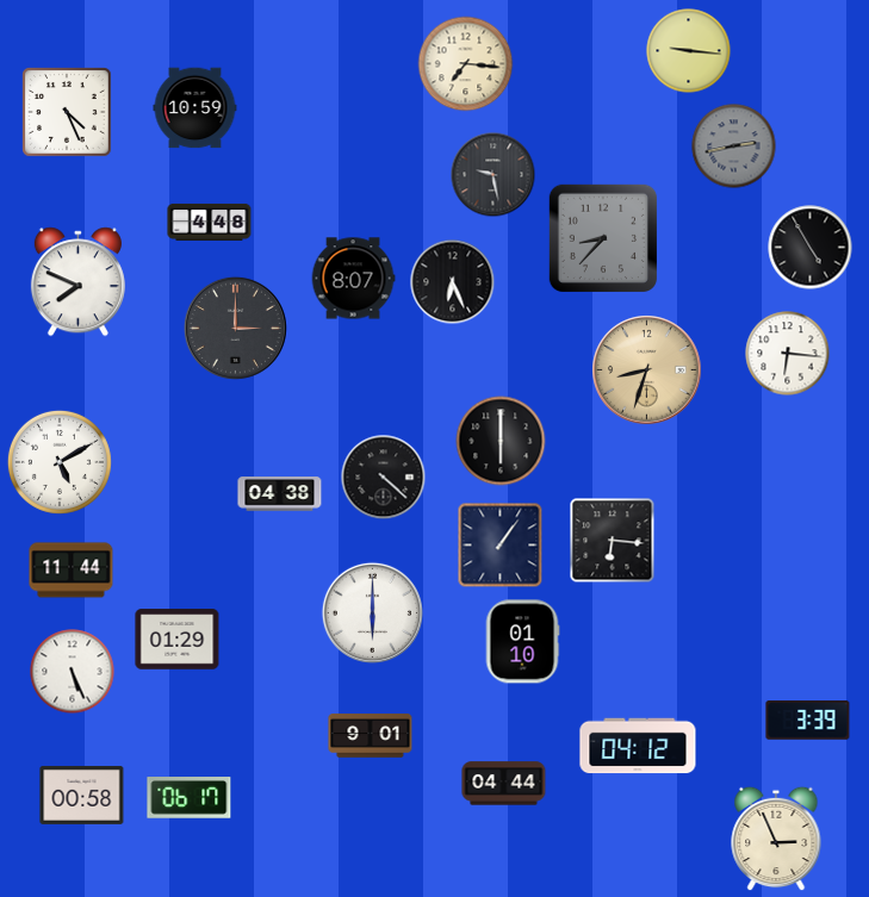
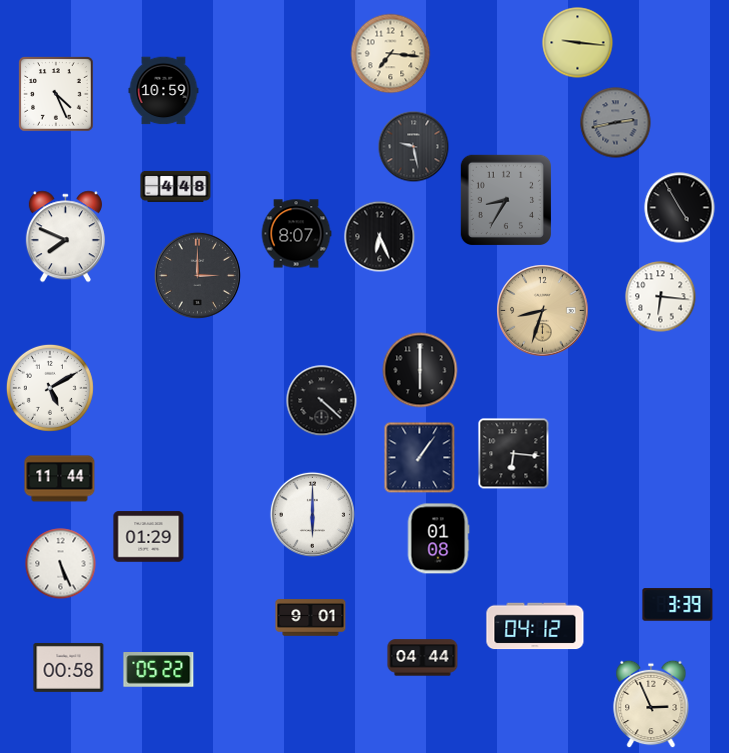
clock at (602, 237): 8:37 -> 8:35
clock at (280, 494): 04:38 -> none
clock at (522, 642): 01:10 -> 01:08
clock at (190, 798): 06:17 -> 05:22
